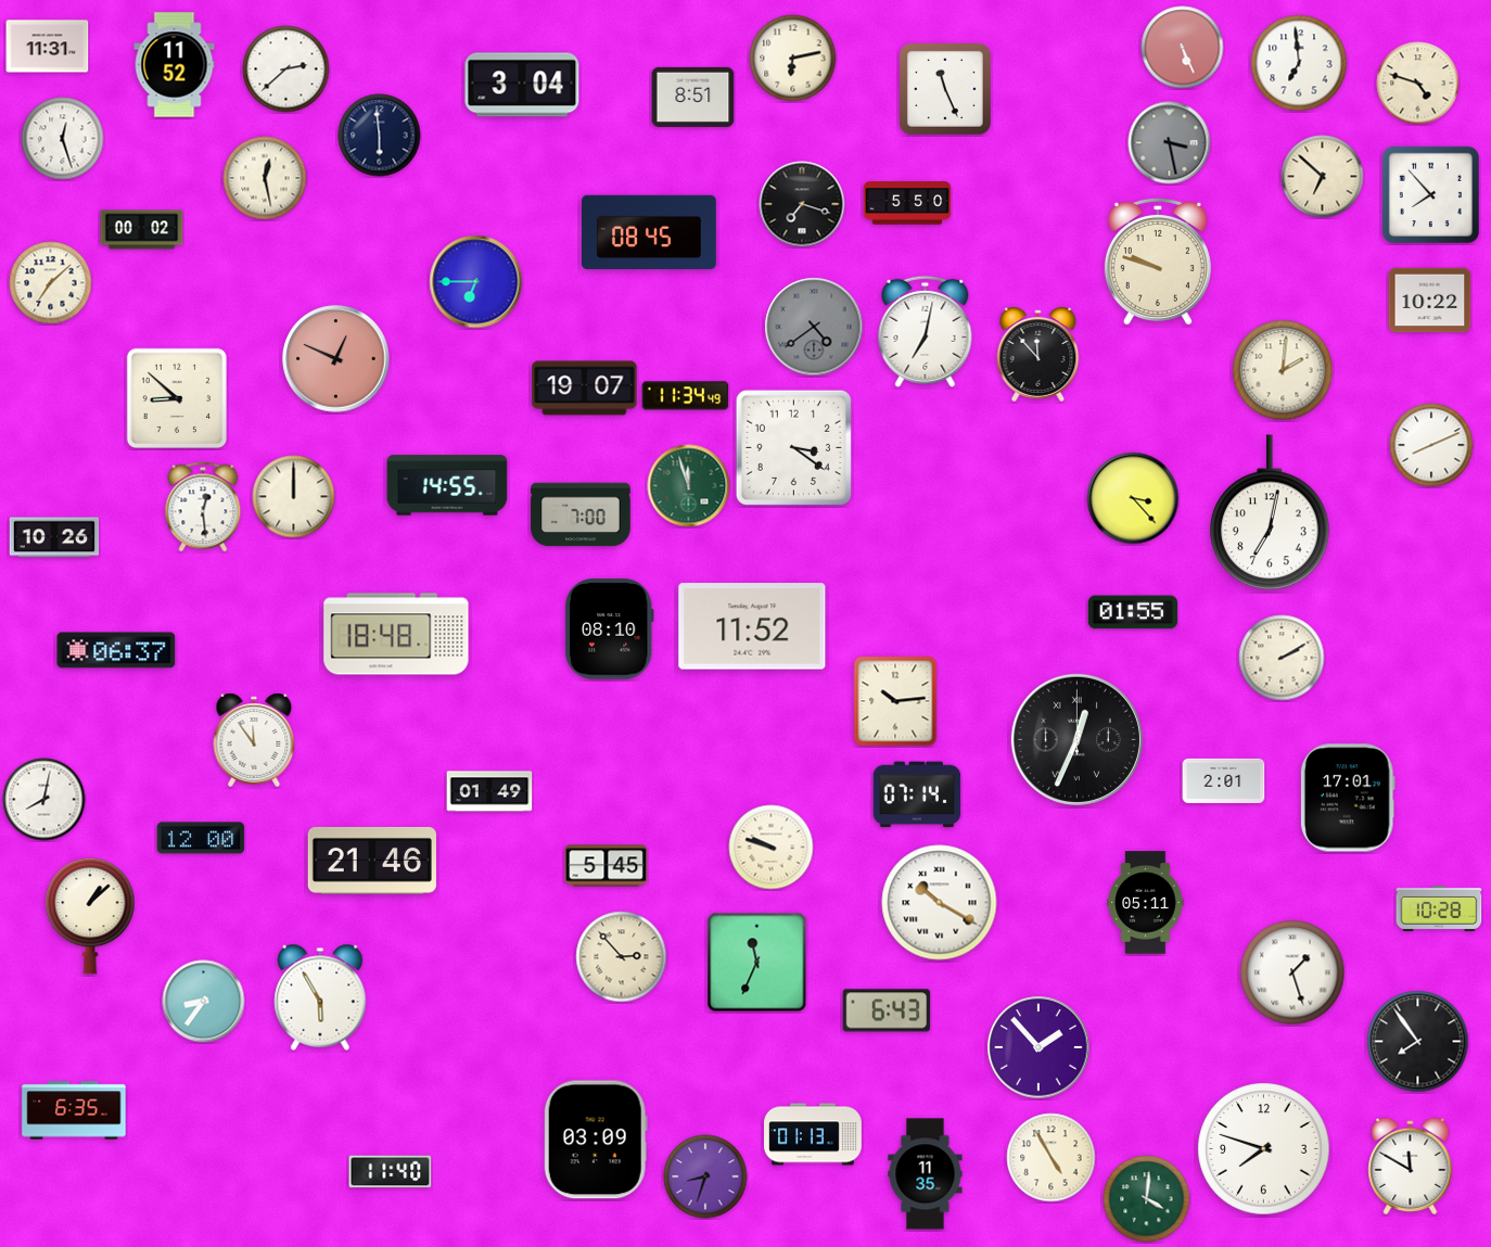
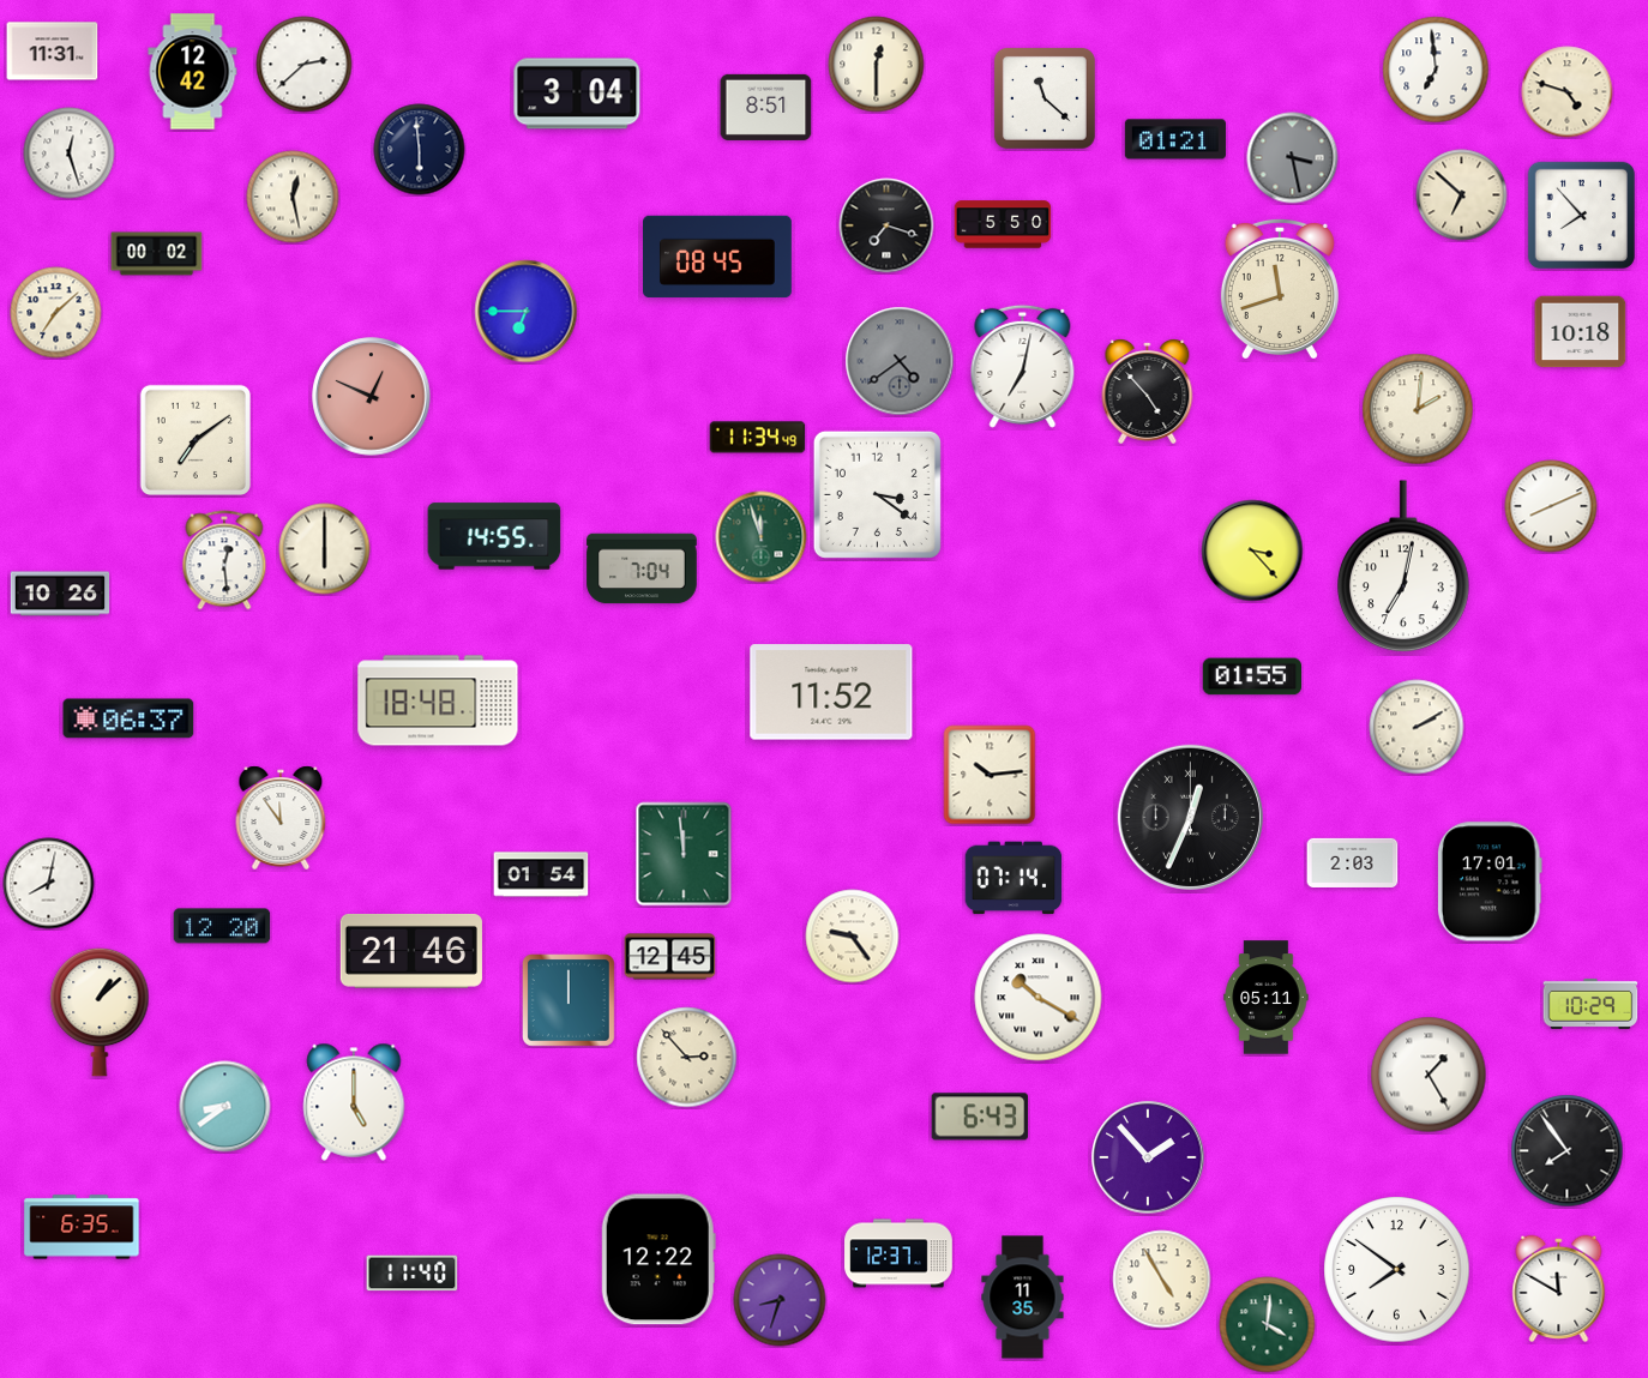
clock at (1183, 48): 5:26 -> none
clock at (793, 59): 6:13 -> 12:30
clock at (175, 65): 11:52 -> 12:42
clock at (286, 69) position: (286, 69) -> (305, 65)
clock at (945, 89): 11:26 -> 11:22
clock at (1175, 139): none -> 01:21
clock at (1158, 260): 9:48 -> 11:42
clock at (1430, 301): 10:22 -> 10:18
clock at (1038, 355): 11:53 -> 4:53
clock at (585, 389): 19:07 -> none
clock at (177, 398): 8:52 -> 7:09
clock at (1431, 445) position: (1431, 445) -> (1551, 506)
clock at (294, 497): 12:00 -> 6:00
clock at (581, 514): 7:00 -> 7:04
clock at (609, 629): 08:10 -> none
clock at (684, 854): none -> 11:59
clock at (1224, 780): 2:01 -> 2:03
clock at (489, 791): 01:49 -> 01:54
clock at (201, 838): 12:00 -> 12:20
clock at (772, 848): 9:48 -> 9:24
clock at (607, 866): 5:45 -> 12:45
clock at (570, 1001): none -> 12:00
clock at (1439, 908): 10:28 -> 10:29
clock at (757, 963): 11:34 -> none
clock at (1292, 972): 1:27 -> 1:25
clock at (320, 997): 5:55 -> 5:00
clock at (204, 1002): 8:36 -> 8:39
clock at (813, 1134): 01:13 -> 12:37
clock at (596, 1140): 03:09 -> 12:22
clock at (1264, 1149): 7:48 -> 7:51
clock at (391, 1172) position: (391, 1172) -> (413, 1274)
